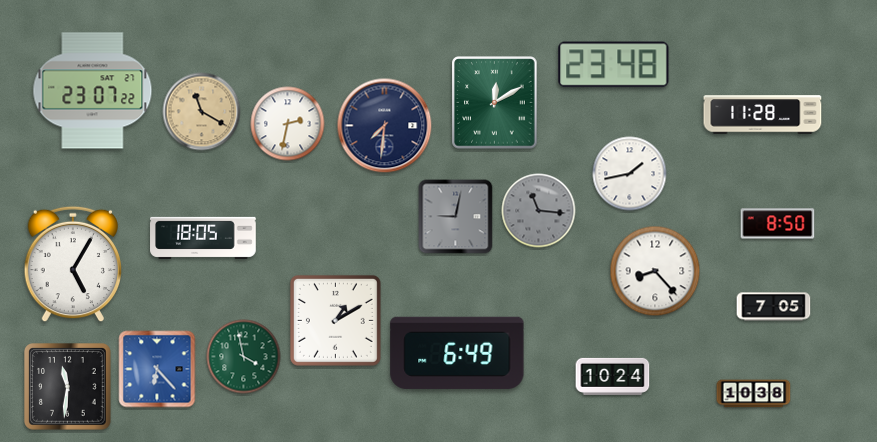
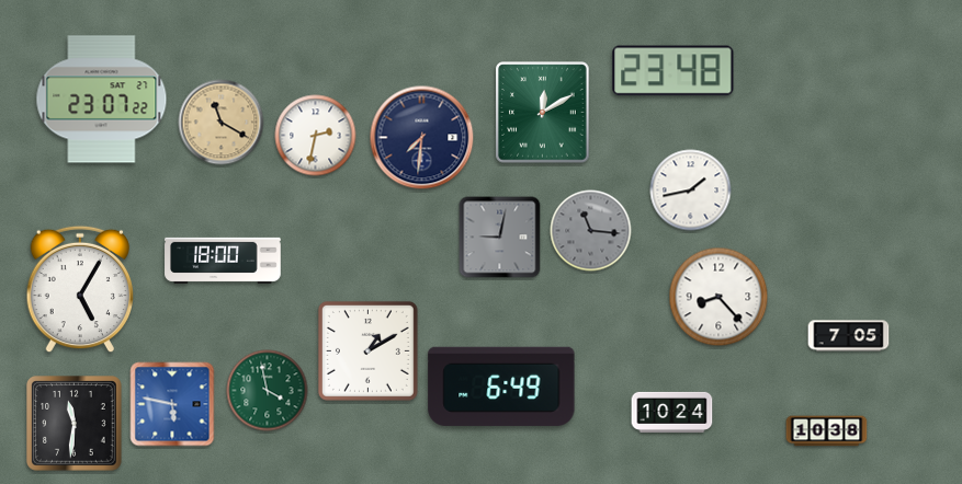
clock at (763, 115): 11:28 -> none
clock at (778, 224): 8:50 -> none
clock at (203, 238): 18:05 -> 18:00
clock at (157, 369): 6:23 -> 5:47
